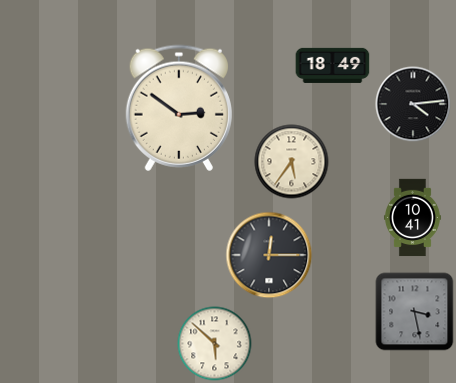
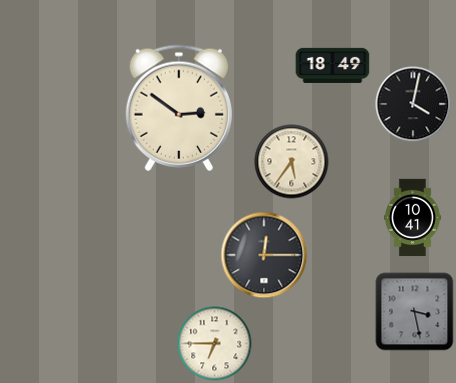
clock at (413, 104): 4:14 -> 4:02
clock at (269, 255) position: (269, 255) -> (264, 255)
clock at (215, 344): 5:52 -> 6:45
